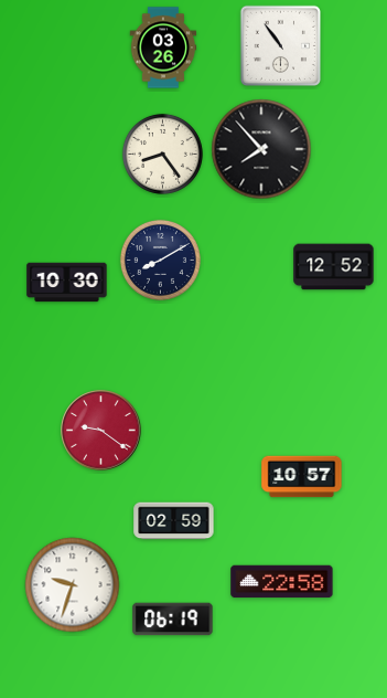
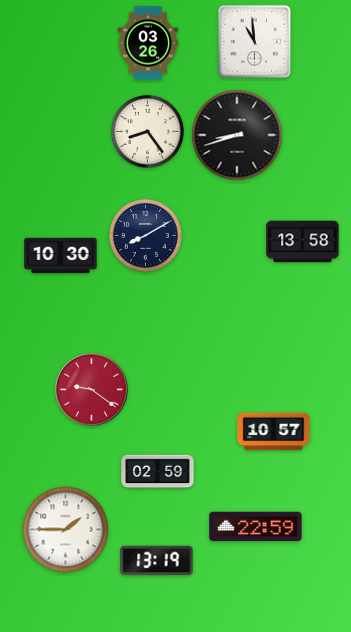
clock at (280, 45): 10:54 -> 10:59
clock at (261, 149): 7:53 -> 8:42
clock at (162, 154) position: (162, 154) -> (147, 131)
clock at (334, 267): 12:52 -> 13:58
clock at (282, 582): 22:58 -> 22:59
clock at (73, 585): 9:33 -> 1:45
clock at (173, 620): 06:19 -> 13:19
